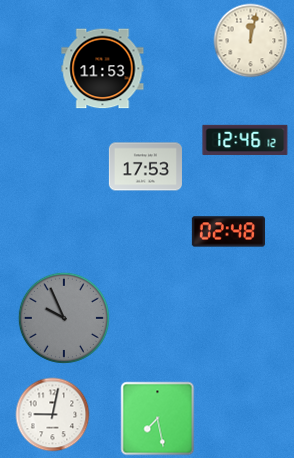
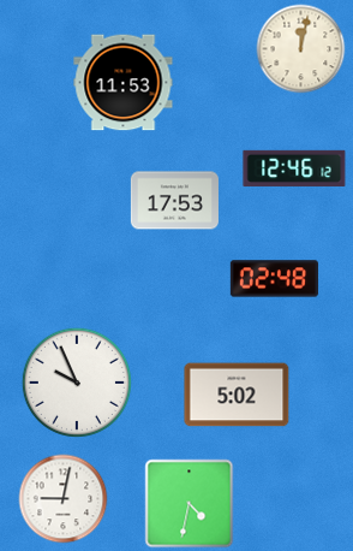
clock at (64, 318) dial: grey -> white
clock at (237, 395): none -> 5:02
clock at (158, 419): 7:28 -> 4:32
